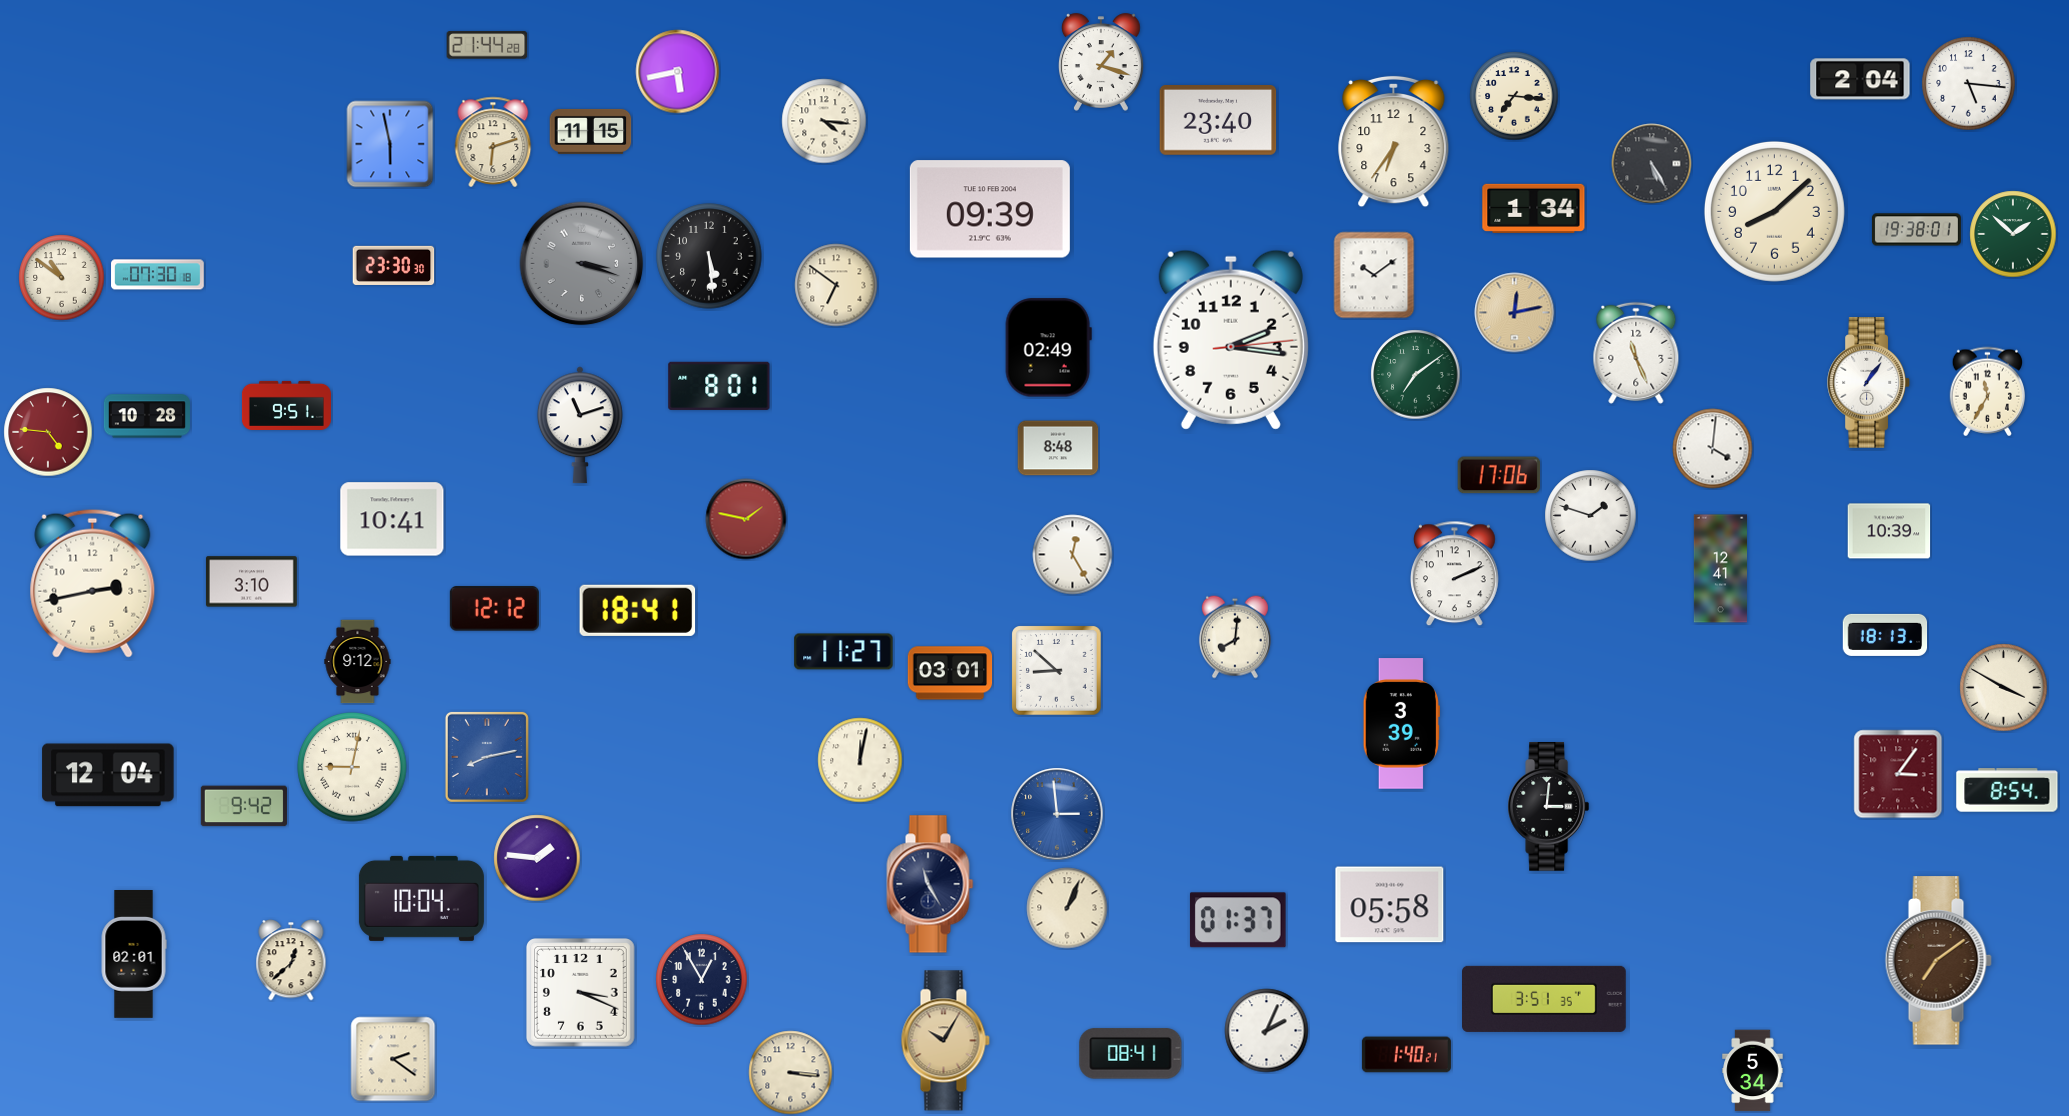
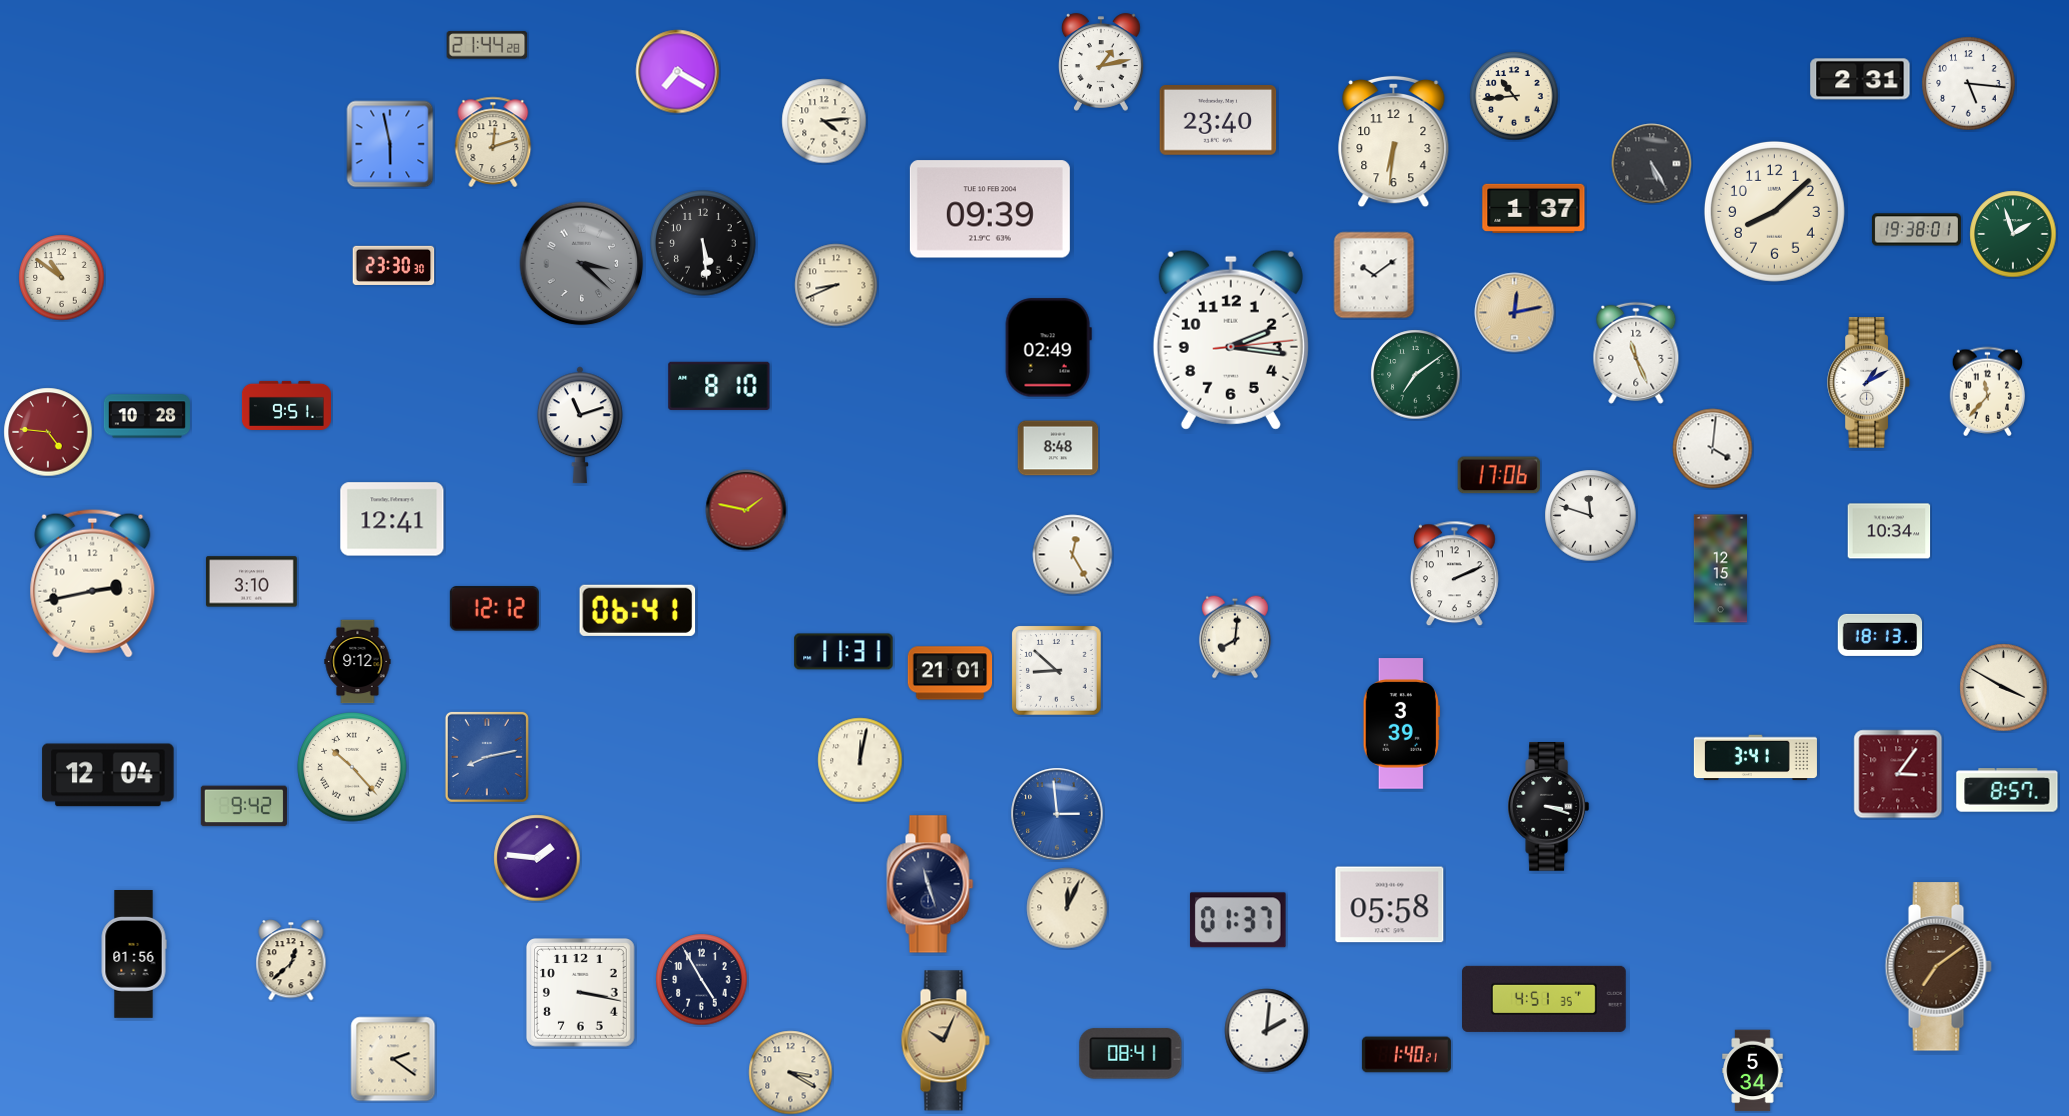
clock at (1101, 62): 1:18 -> 1:13
clock at (678, 72): 5:43 -> 7:20
clock at (1860, 79): 2:04 -> 2:31
clock at (1514, 96): 7:16 -> 10:44
clock at (824, 121): 4:16 -> 4:14
clock at (591, 131): 11:15 -> none
clock at (493, 142): 6:12 -> 12:12
clock at (1394, 142): 6:36 -> 6:31
clock at (1534, 208): 1:34 -> 1:37
clock at (2013, 234): 1:52 -> 1:57
clock at (709, 256) position: (709, 256) -> (703, 243)
clock at (582, 264): 3:18 -> 3:22
clock at (158, 275): 07:30 -> none
clock at (836, 285): 6:51 -> 8:41
clock at (1869, 383): 1:06 -> 1:10
clock at (719, 386): 8:01 -> 8:10
clock at (1987, 392): 11:35 -> 11:37
clock at (1591, 516): 1:48 -> 11:48
clock at (392, 519): 10:41 -> 12:41
clock at (746, 519) position: (746, 519) -> (746, 510)
clock at (1889, 531): 10:39 -> 10:34
clock at (1720, 569): 12:41 -> 12:15
clock at (638, 610): 18:41 -> 06:41
clock at (1885, 635) position: (1885, 635) -> (1880, 635)
clock at (844, 652): 11:27 -> 11:31
clock at (950, 673): 03:01 -> 21:01
clock at (1755, 758): none -> 3:41
clock at (352, 767): 9:02 -> 10:23
clock at (2007, 790): 8:54 -> 8:57
clock at (1549, 807): 3:01 -> 3:18
clock at (930, 884): 11:25 -> 11:27
clock at (421, 898): 10:04 -> none
clock at (1067, 908): 1:04 -> 12:04
clock at (134, 955): 02:01 -> 01:56
clock at (1938, 961) position: (1938, 961) -> (1938, 967)
clock at (702, 980): 12:55 -> 4:55
clock at (581, 993): 3:19 -> 3:17
clock at (1545, 999): 3:51 -> 4:51
clock at (1267, 1031): 2:04 -> 2:01
clock at (945, 1041): 10:05 -> 10:04
clock at (791, 1073): 3:16 -> 3:20
